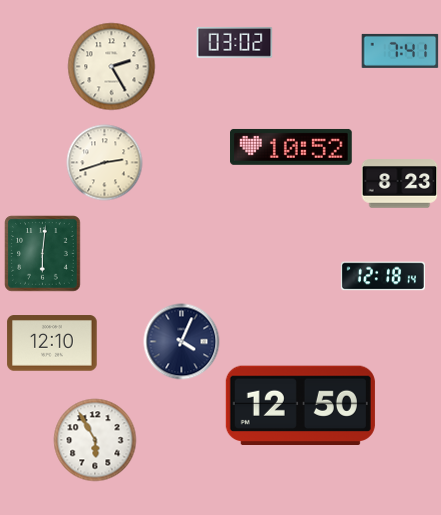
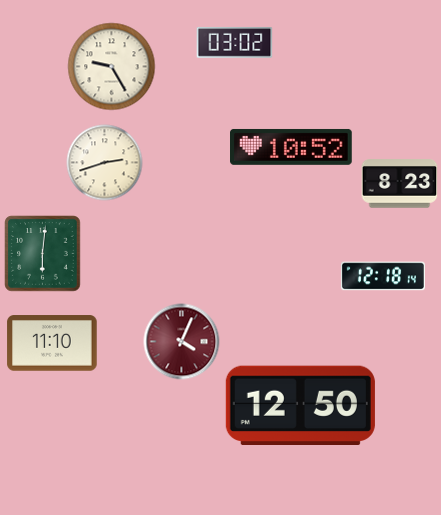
clock at (400, 51): 7:41 -> none
clock at (112, 67): 2:25 -> 9:25
clock at (182, 342) dial: navy -> burgundy
clock at (52, 343): 12:10 -> 11:10
clock at (95, 440): 5:55 -> none
